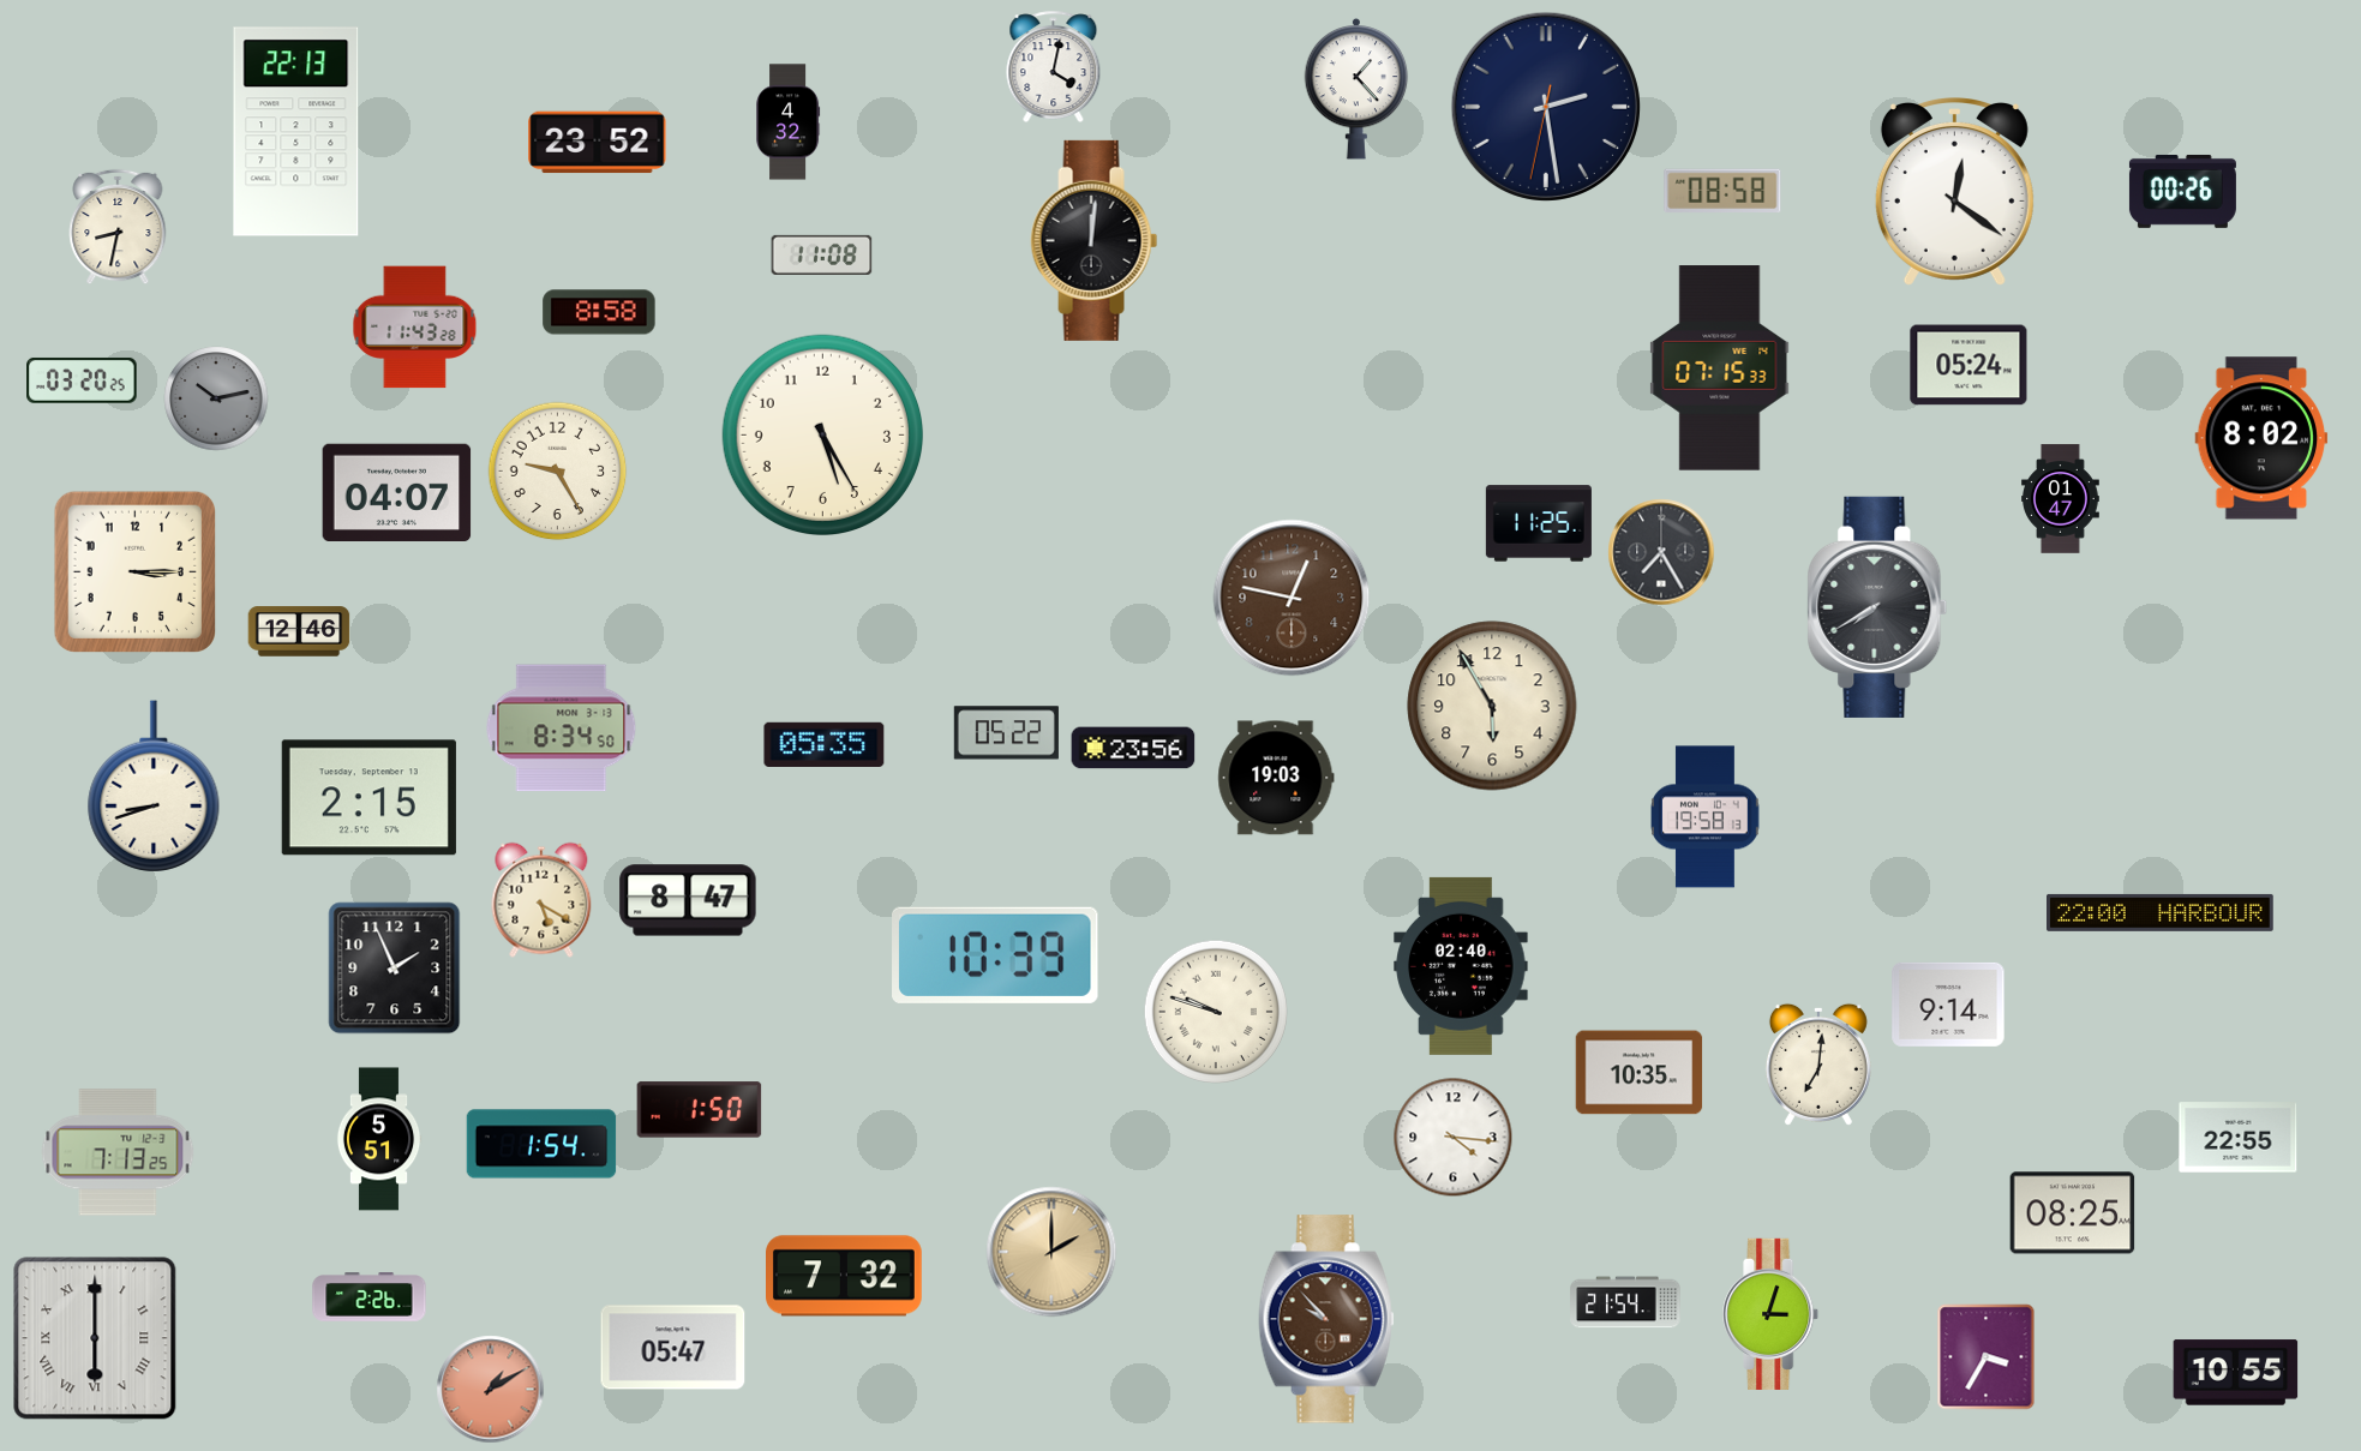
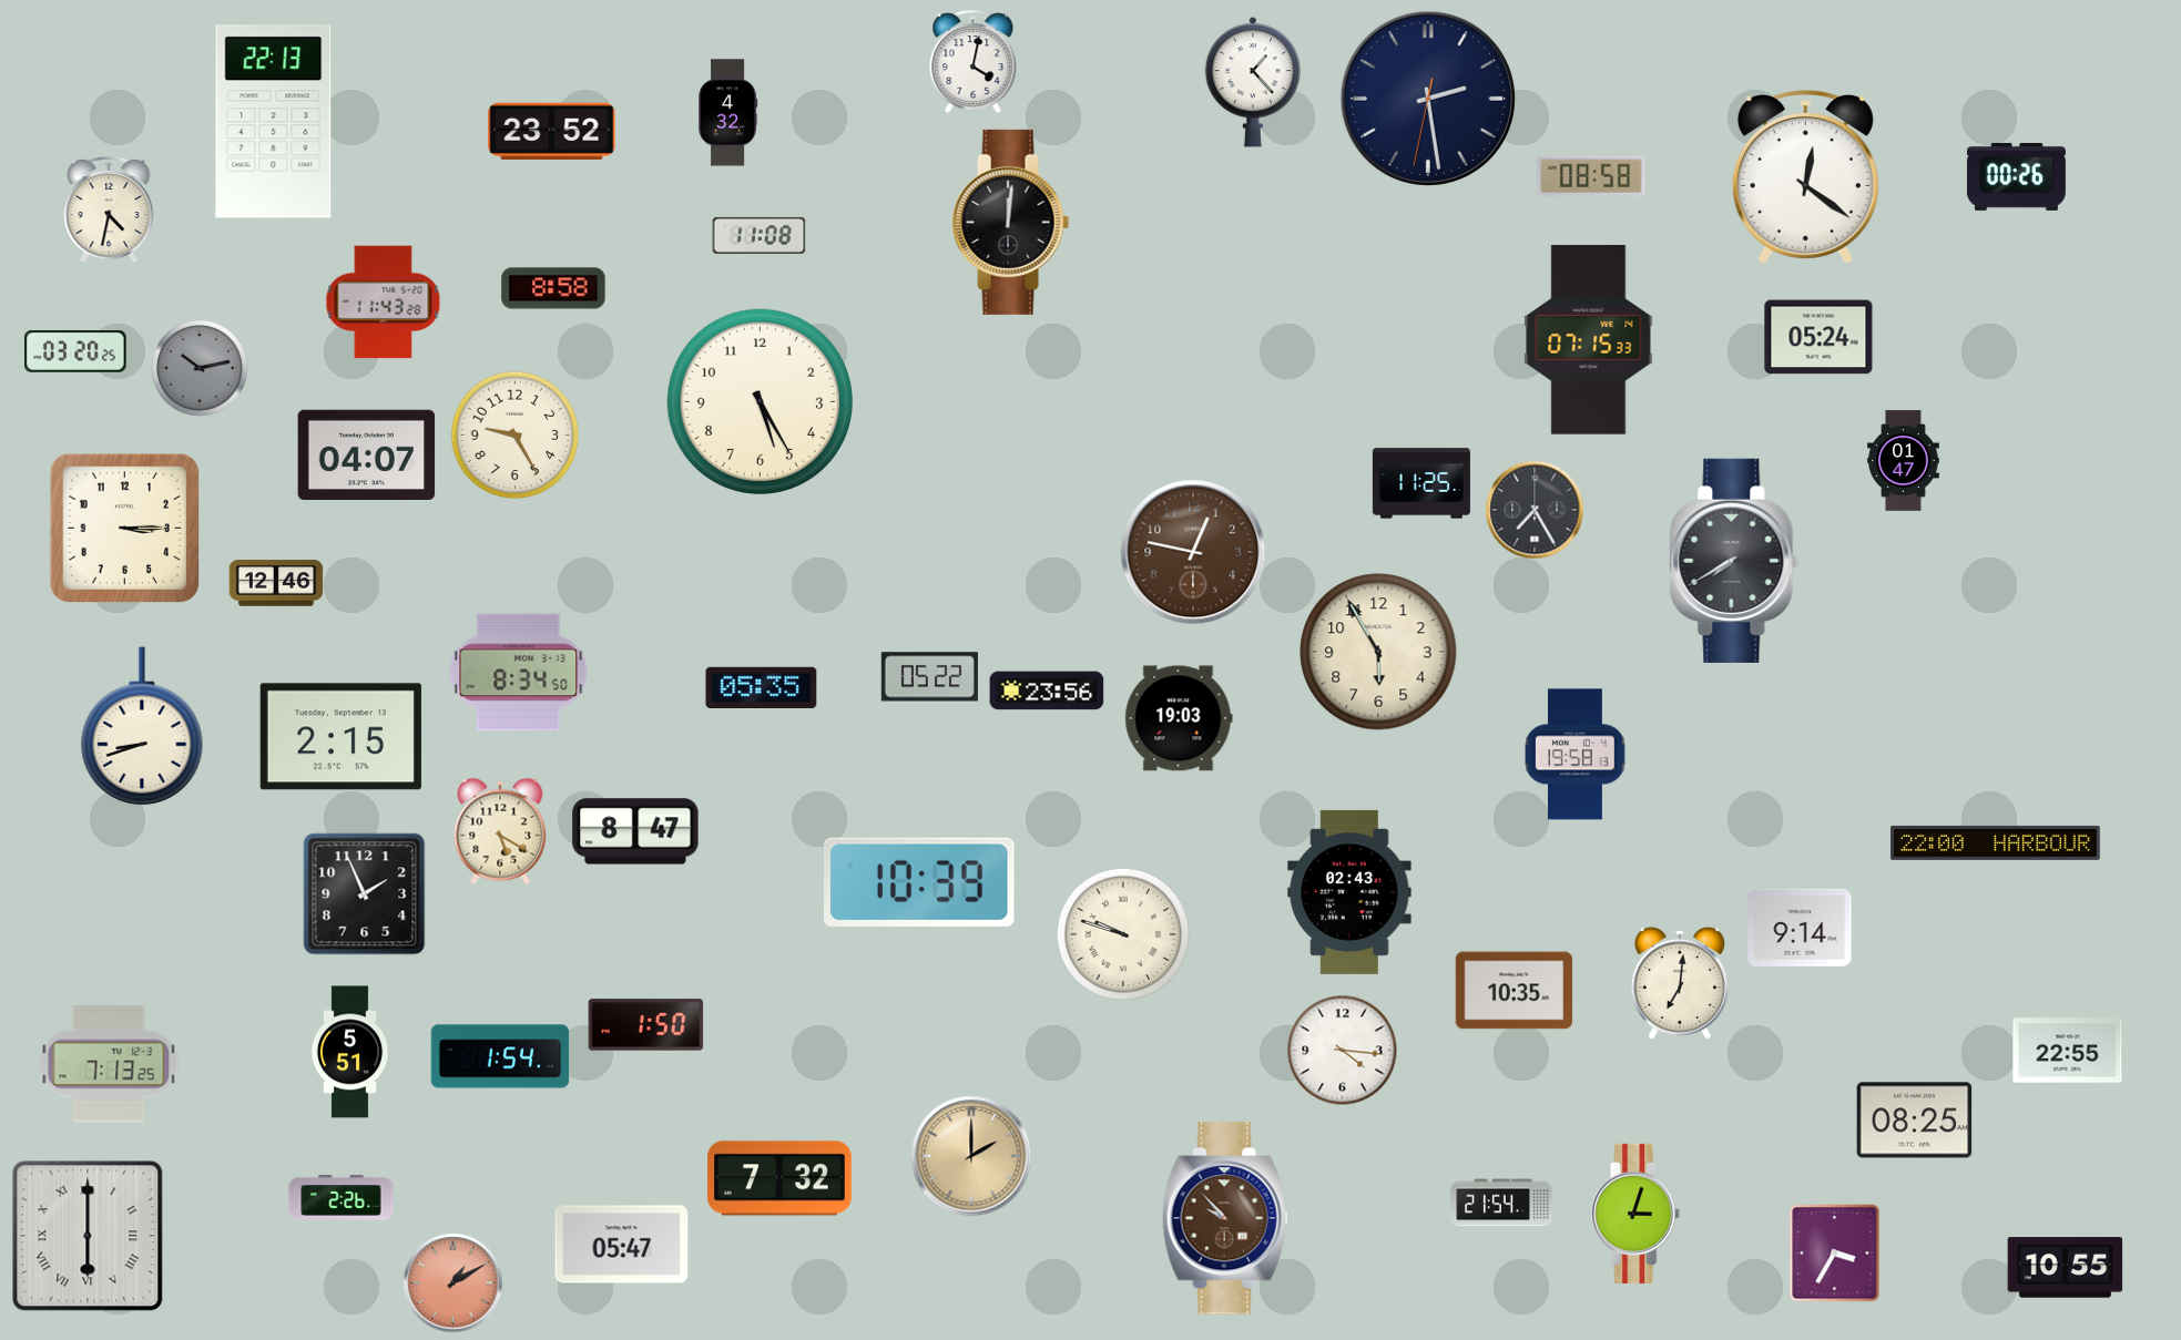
clock at (118, 227): 8:32 -> 4:32
clock at (2261, 438): 8:02 -> none
clock at (1461, 966): 02:40 -> 02:43
